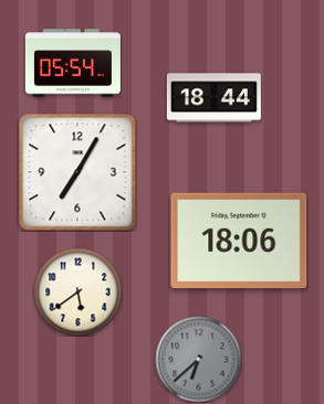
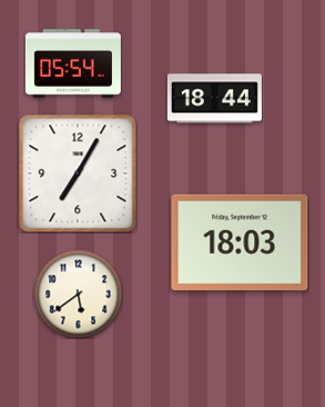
clock at (239, 241): 18:06 -> 18:03
clock at (198, 359): 6:38 -> none
